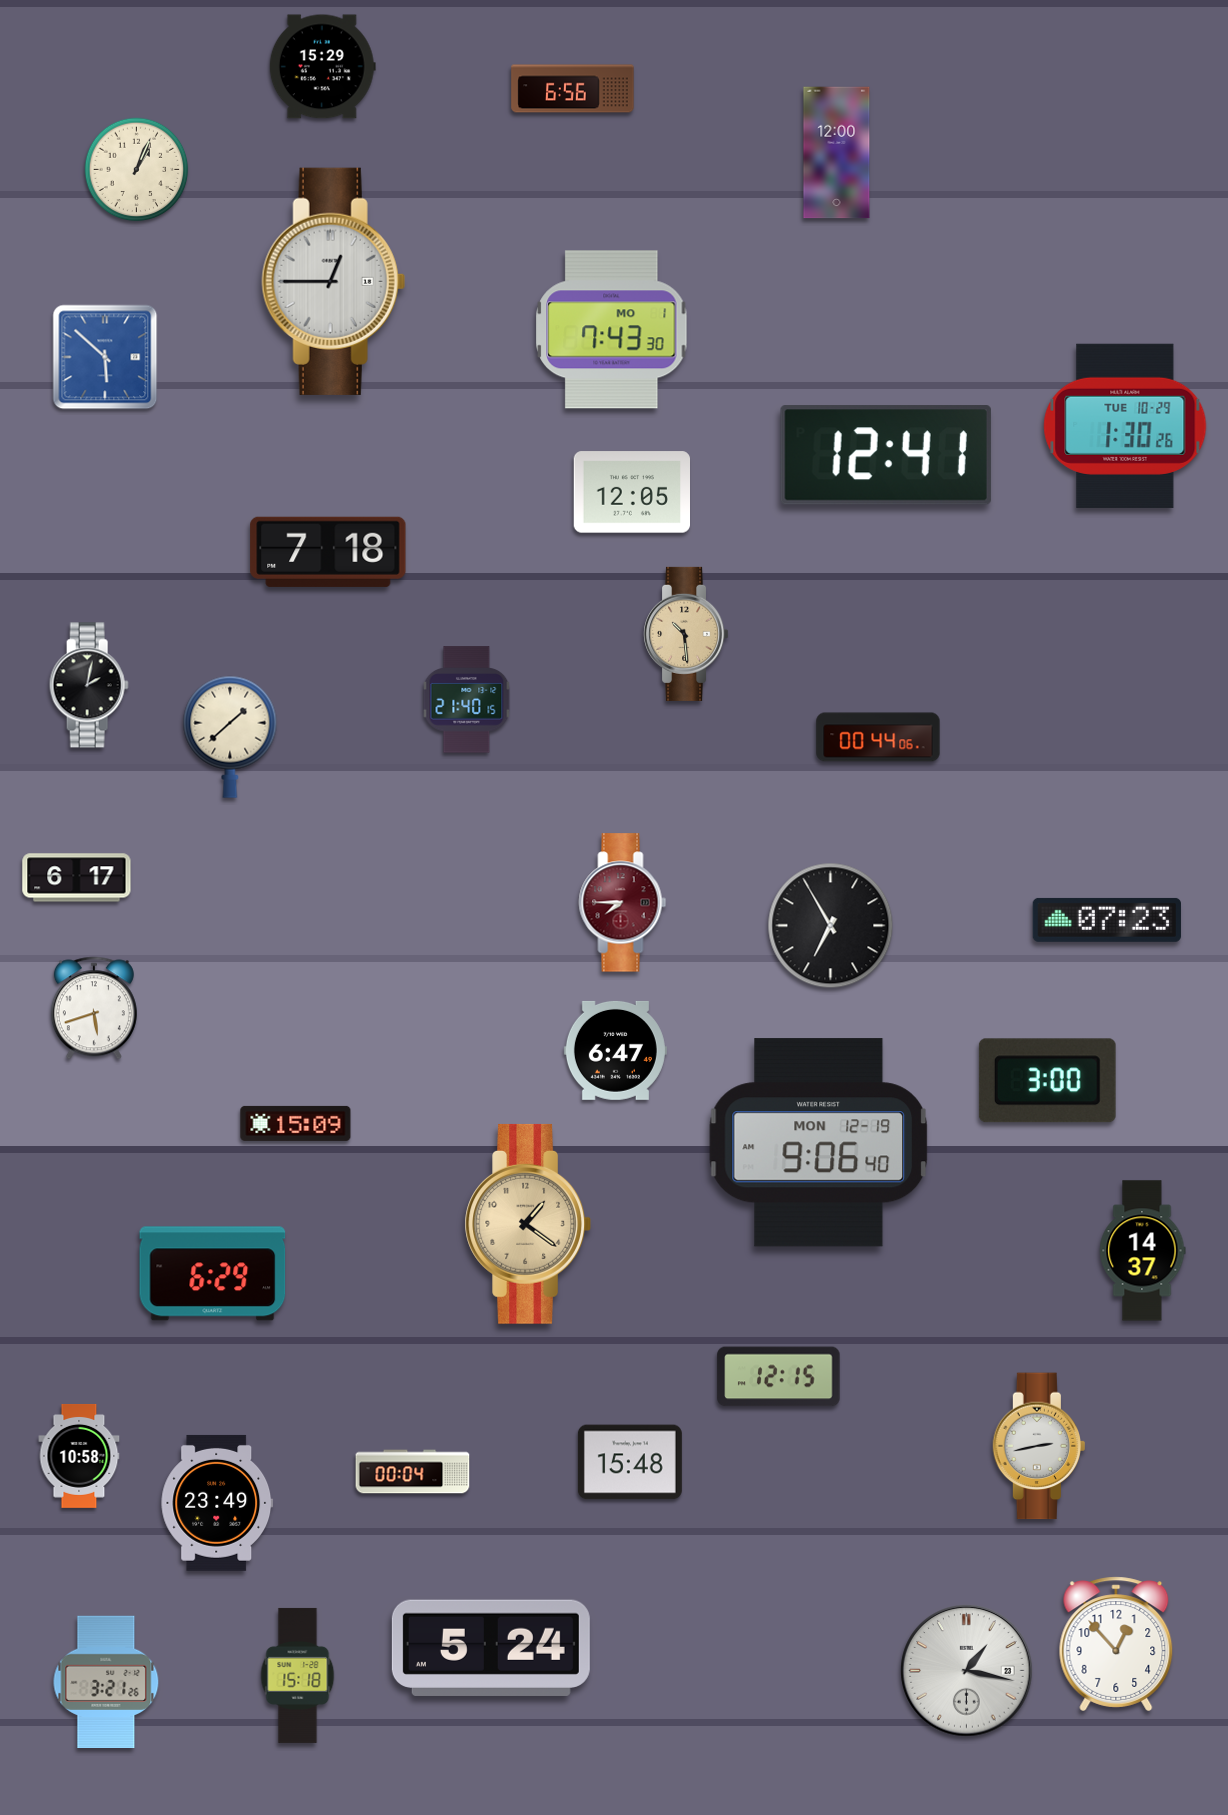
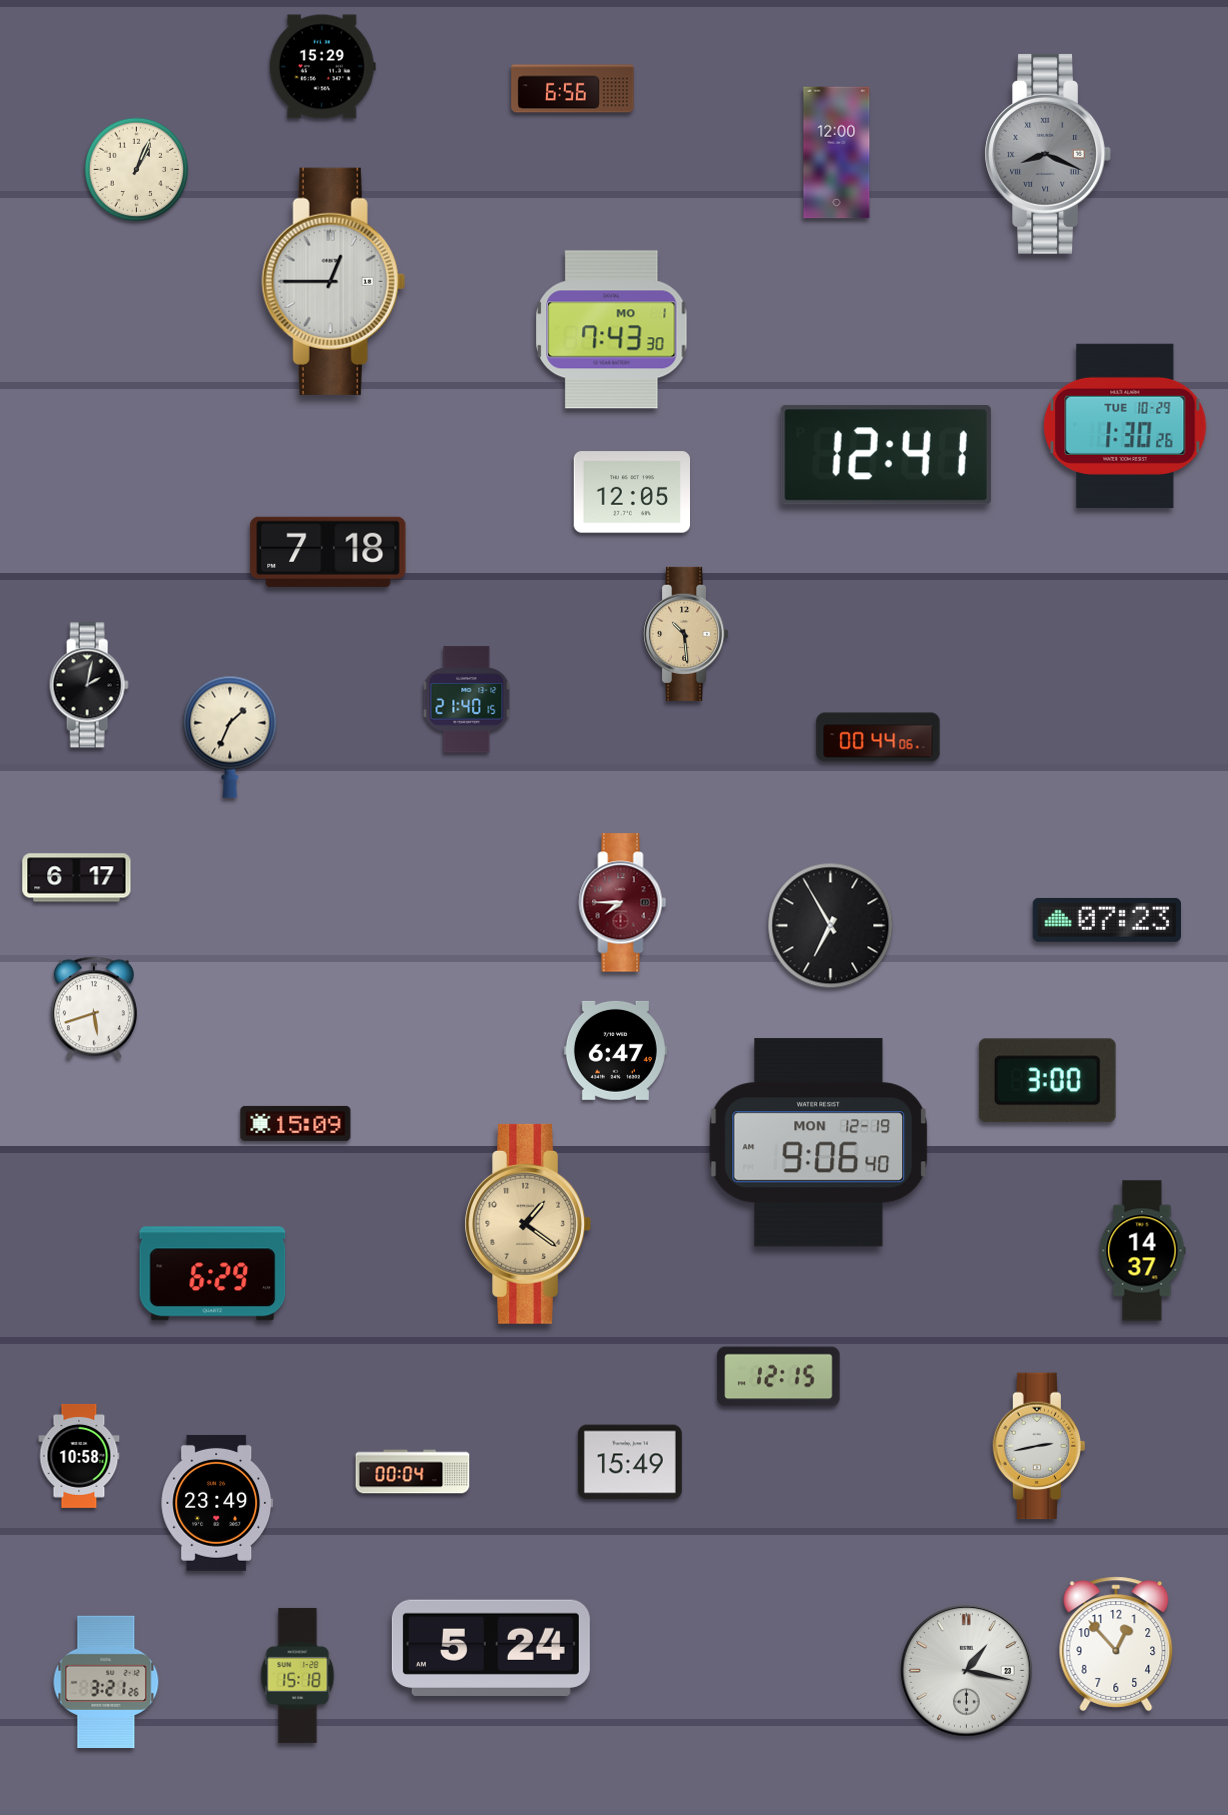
clock at (1047, 154): none -> 8:19
clock at (105, 357): 5:52 -> none
clock at (230, 737): 1:38 -> 1:34
clock at (630, 1462): 15:48 -> 15:49
